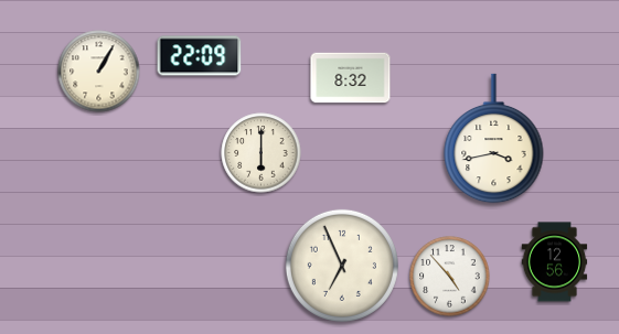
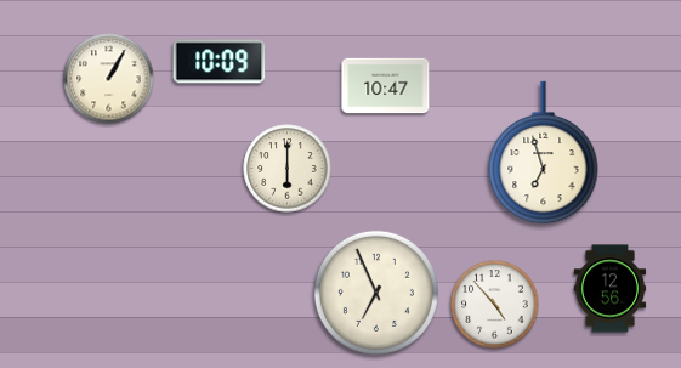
clock at (200, 56): 22:09 -> 10:09
clock at (351, 78): 8:32 -> 10:47
clock at (494, 139): 3:43 -> 6:57
